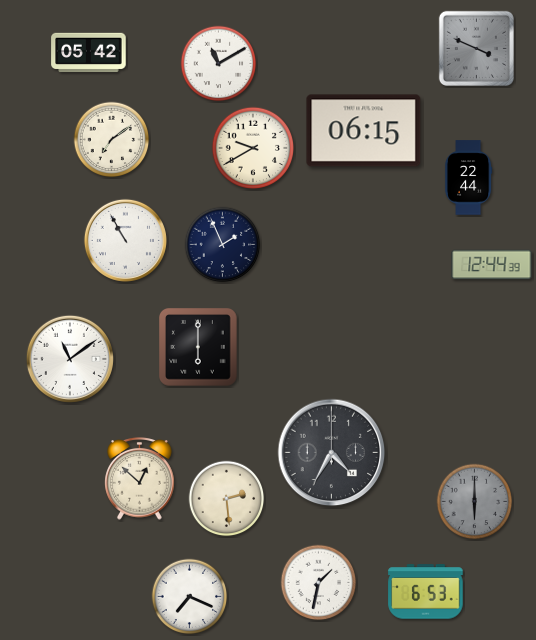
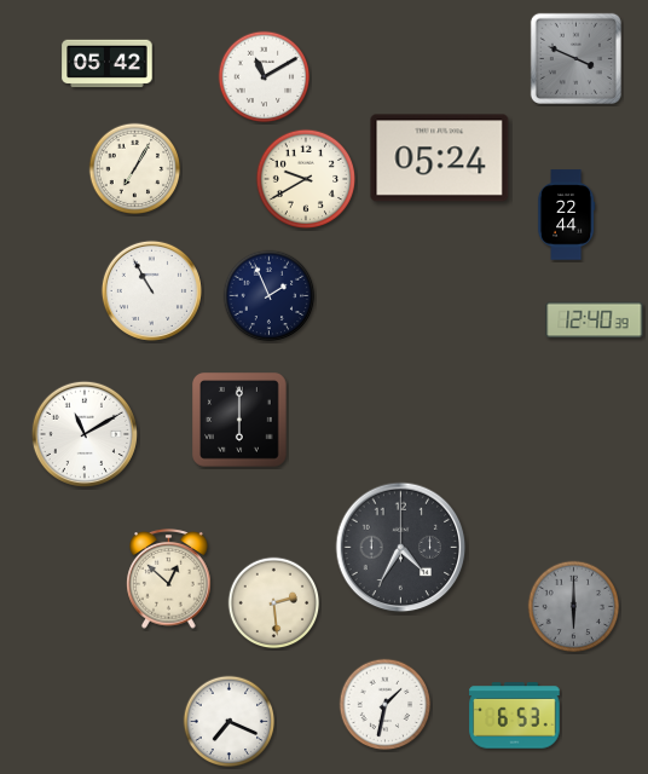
clock at (364, 131): 06:15 -> 05:24
clock at (112, 140): 7:09 -> 7:05
clock at (492, 265): 12:44 -> 12:40
clock at (70, 359): 11:09 -> 11:10
